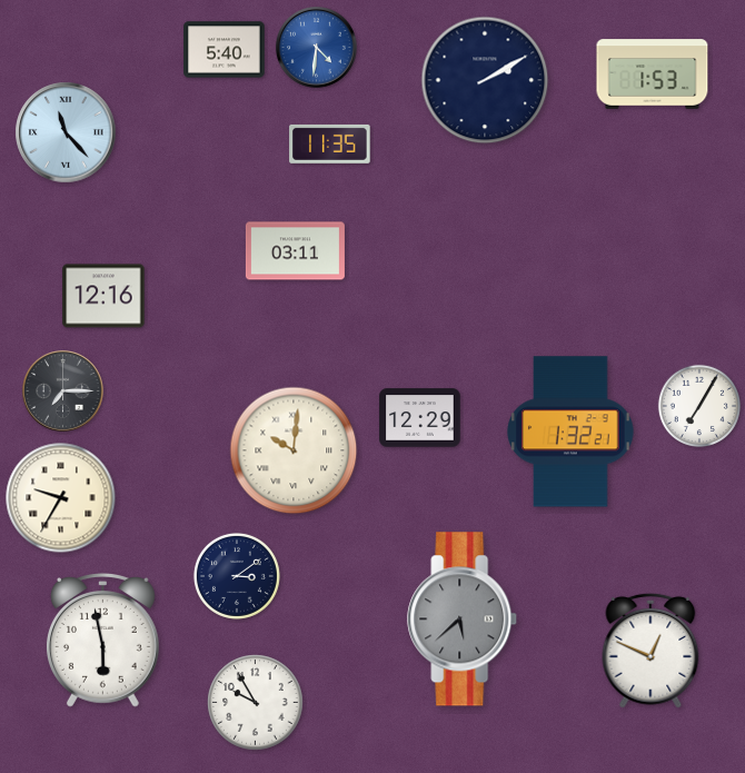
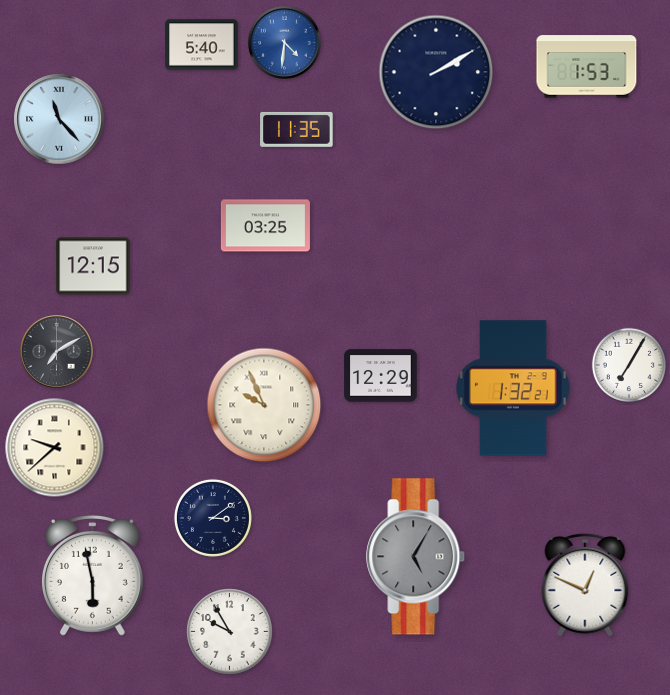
clock at (295, 251): 03:11 -> 03:25
clock at (103, 296): 12:16 -> 12:15
clock at (63, 392): 7:15 -> 7:10
clock at (420, 418) position: (420, 418) -> (381, 376)
clock at (294, 450): 10:01 -> 9:56
clock at (61, 498): 9:35 -> 9:38
clock at (463, 620): 5:38 -> 5:05
